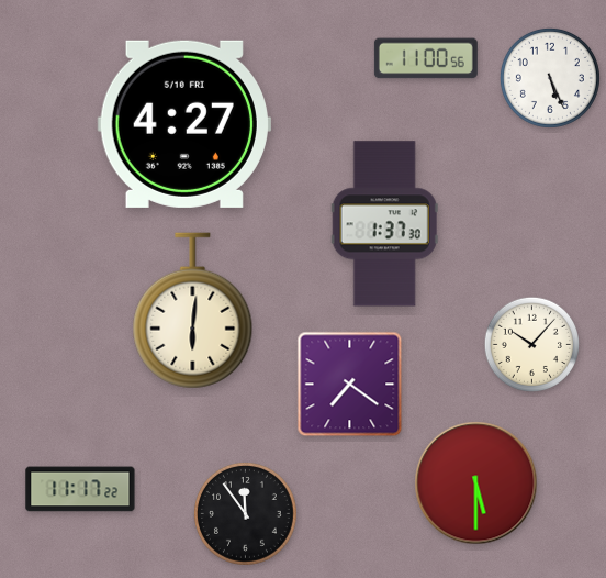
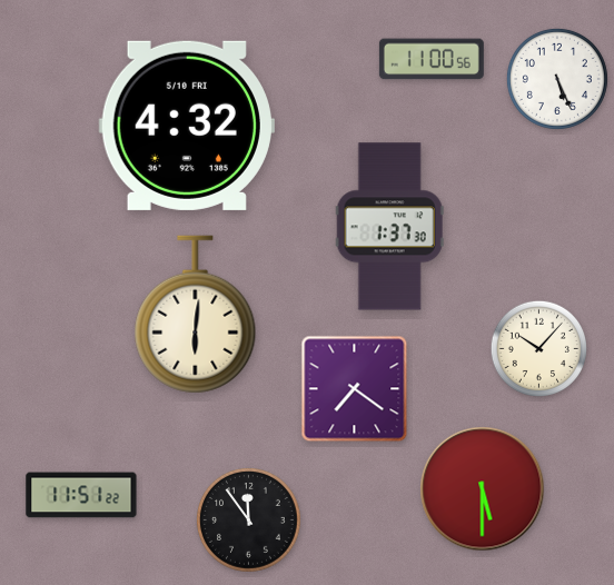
clock at (184, 124): 4:27 -> 4:32
clock at (80, 489): 11:17 -> 11:51
